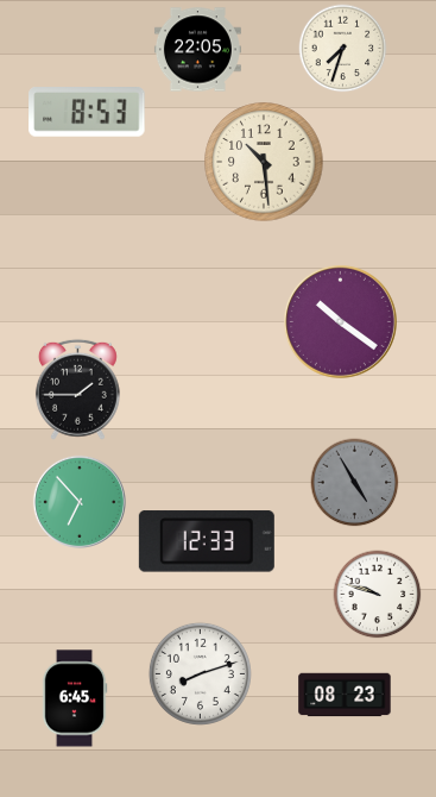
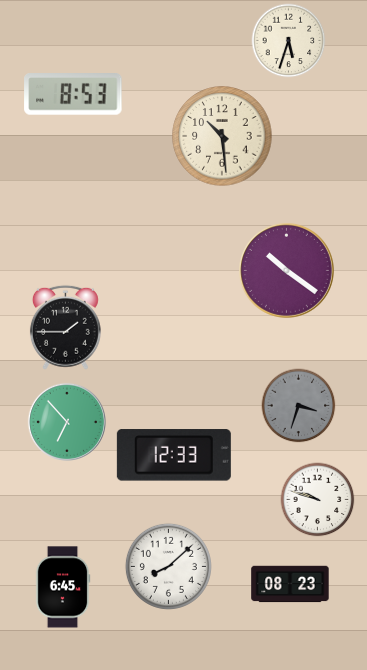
clock at (343, 49): 7:33 -> 5:33
clock at (197, 50): 22:05 -> none
clock at (355, 483): 4:55 -> 3:33
clock at (200, 673): 8:12 -> 8:08
